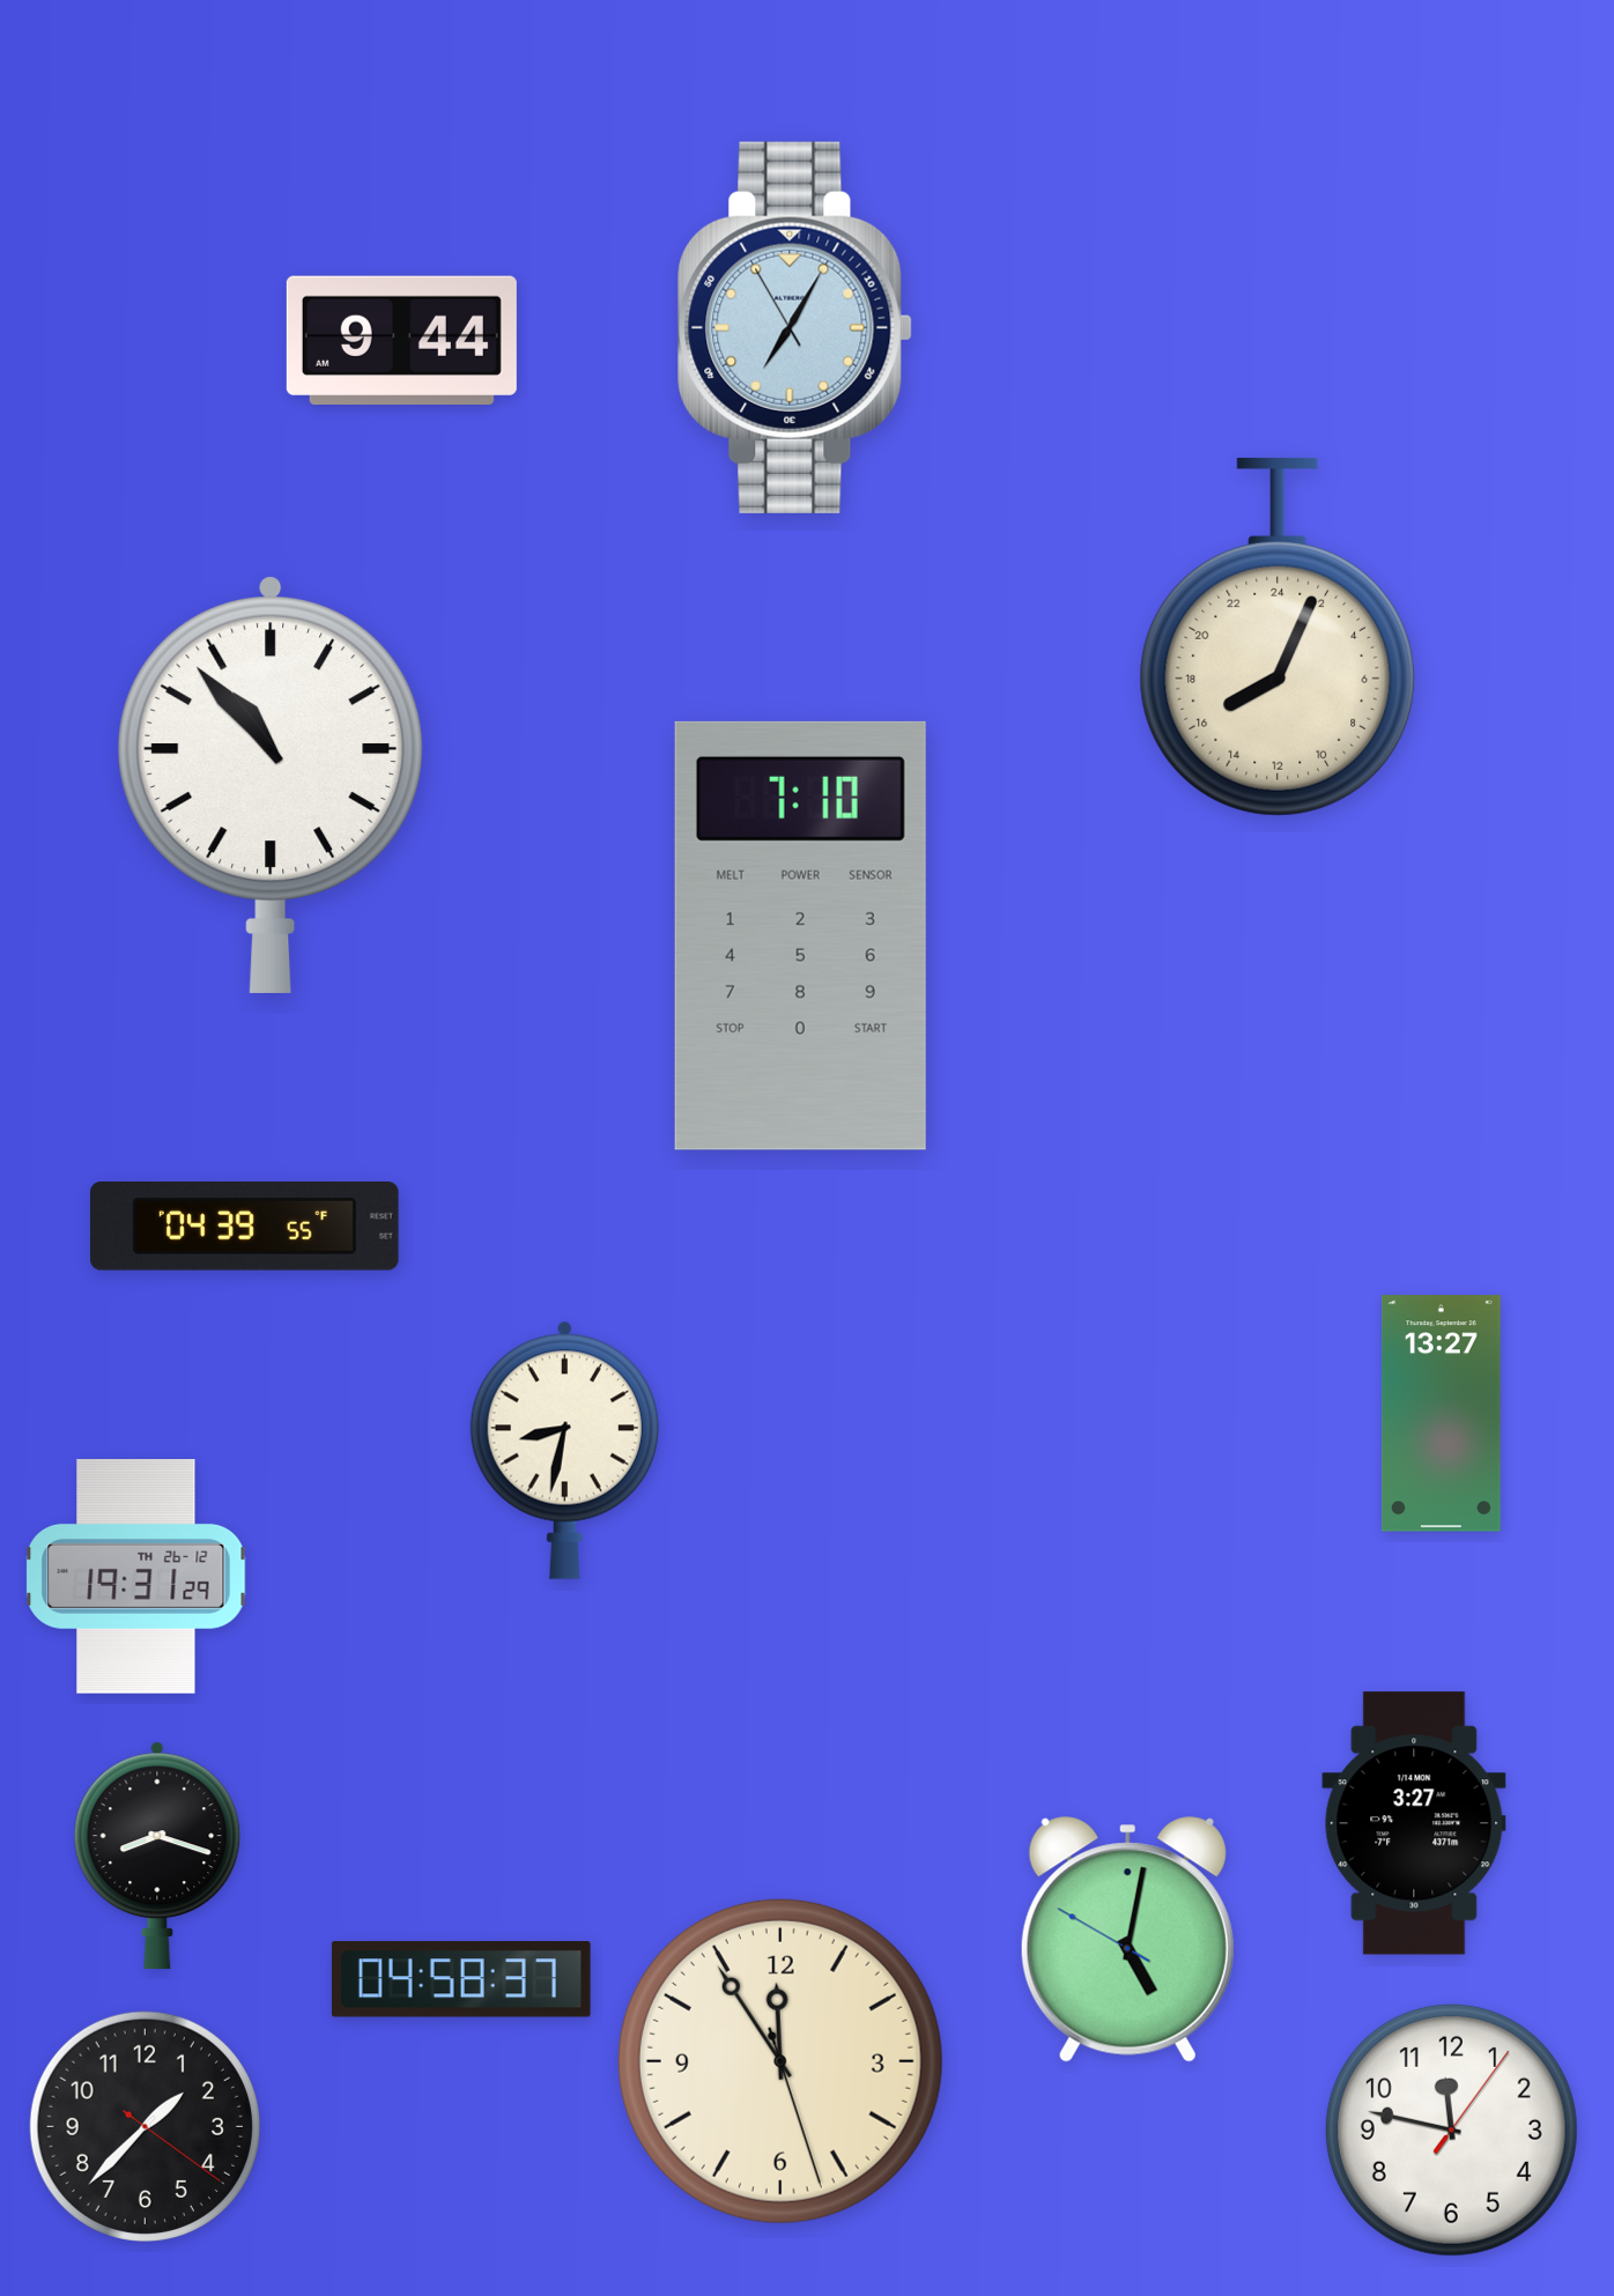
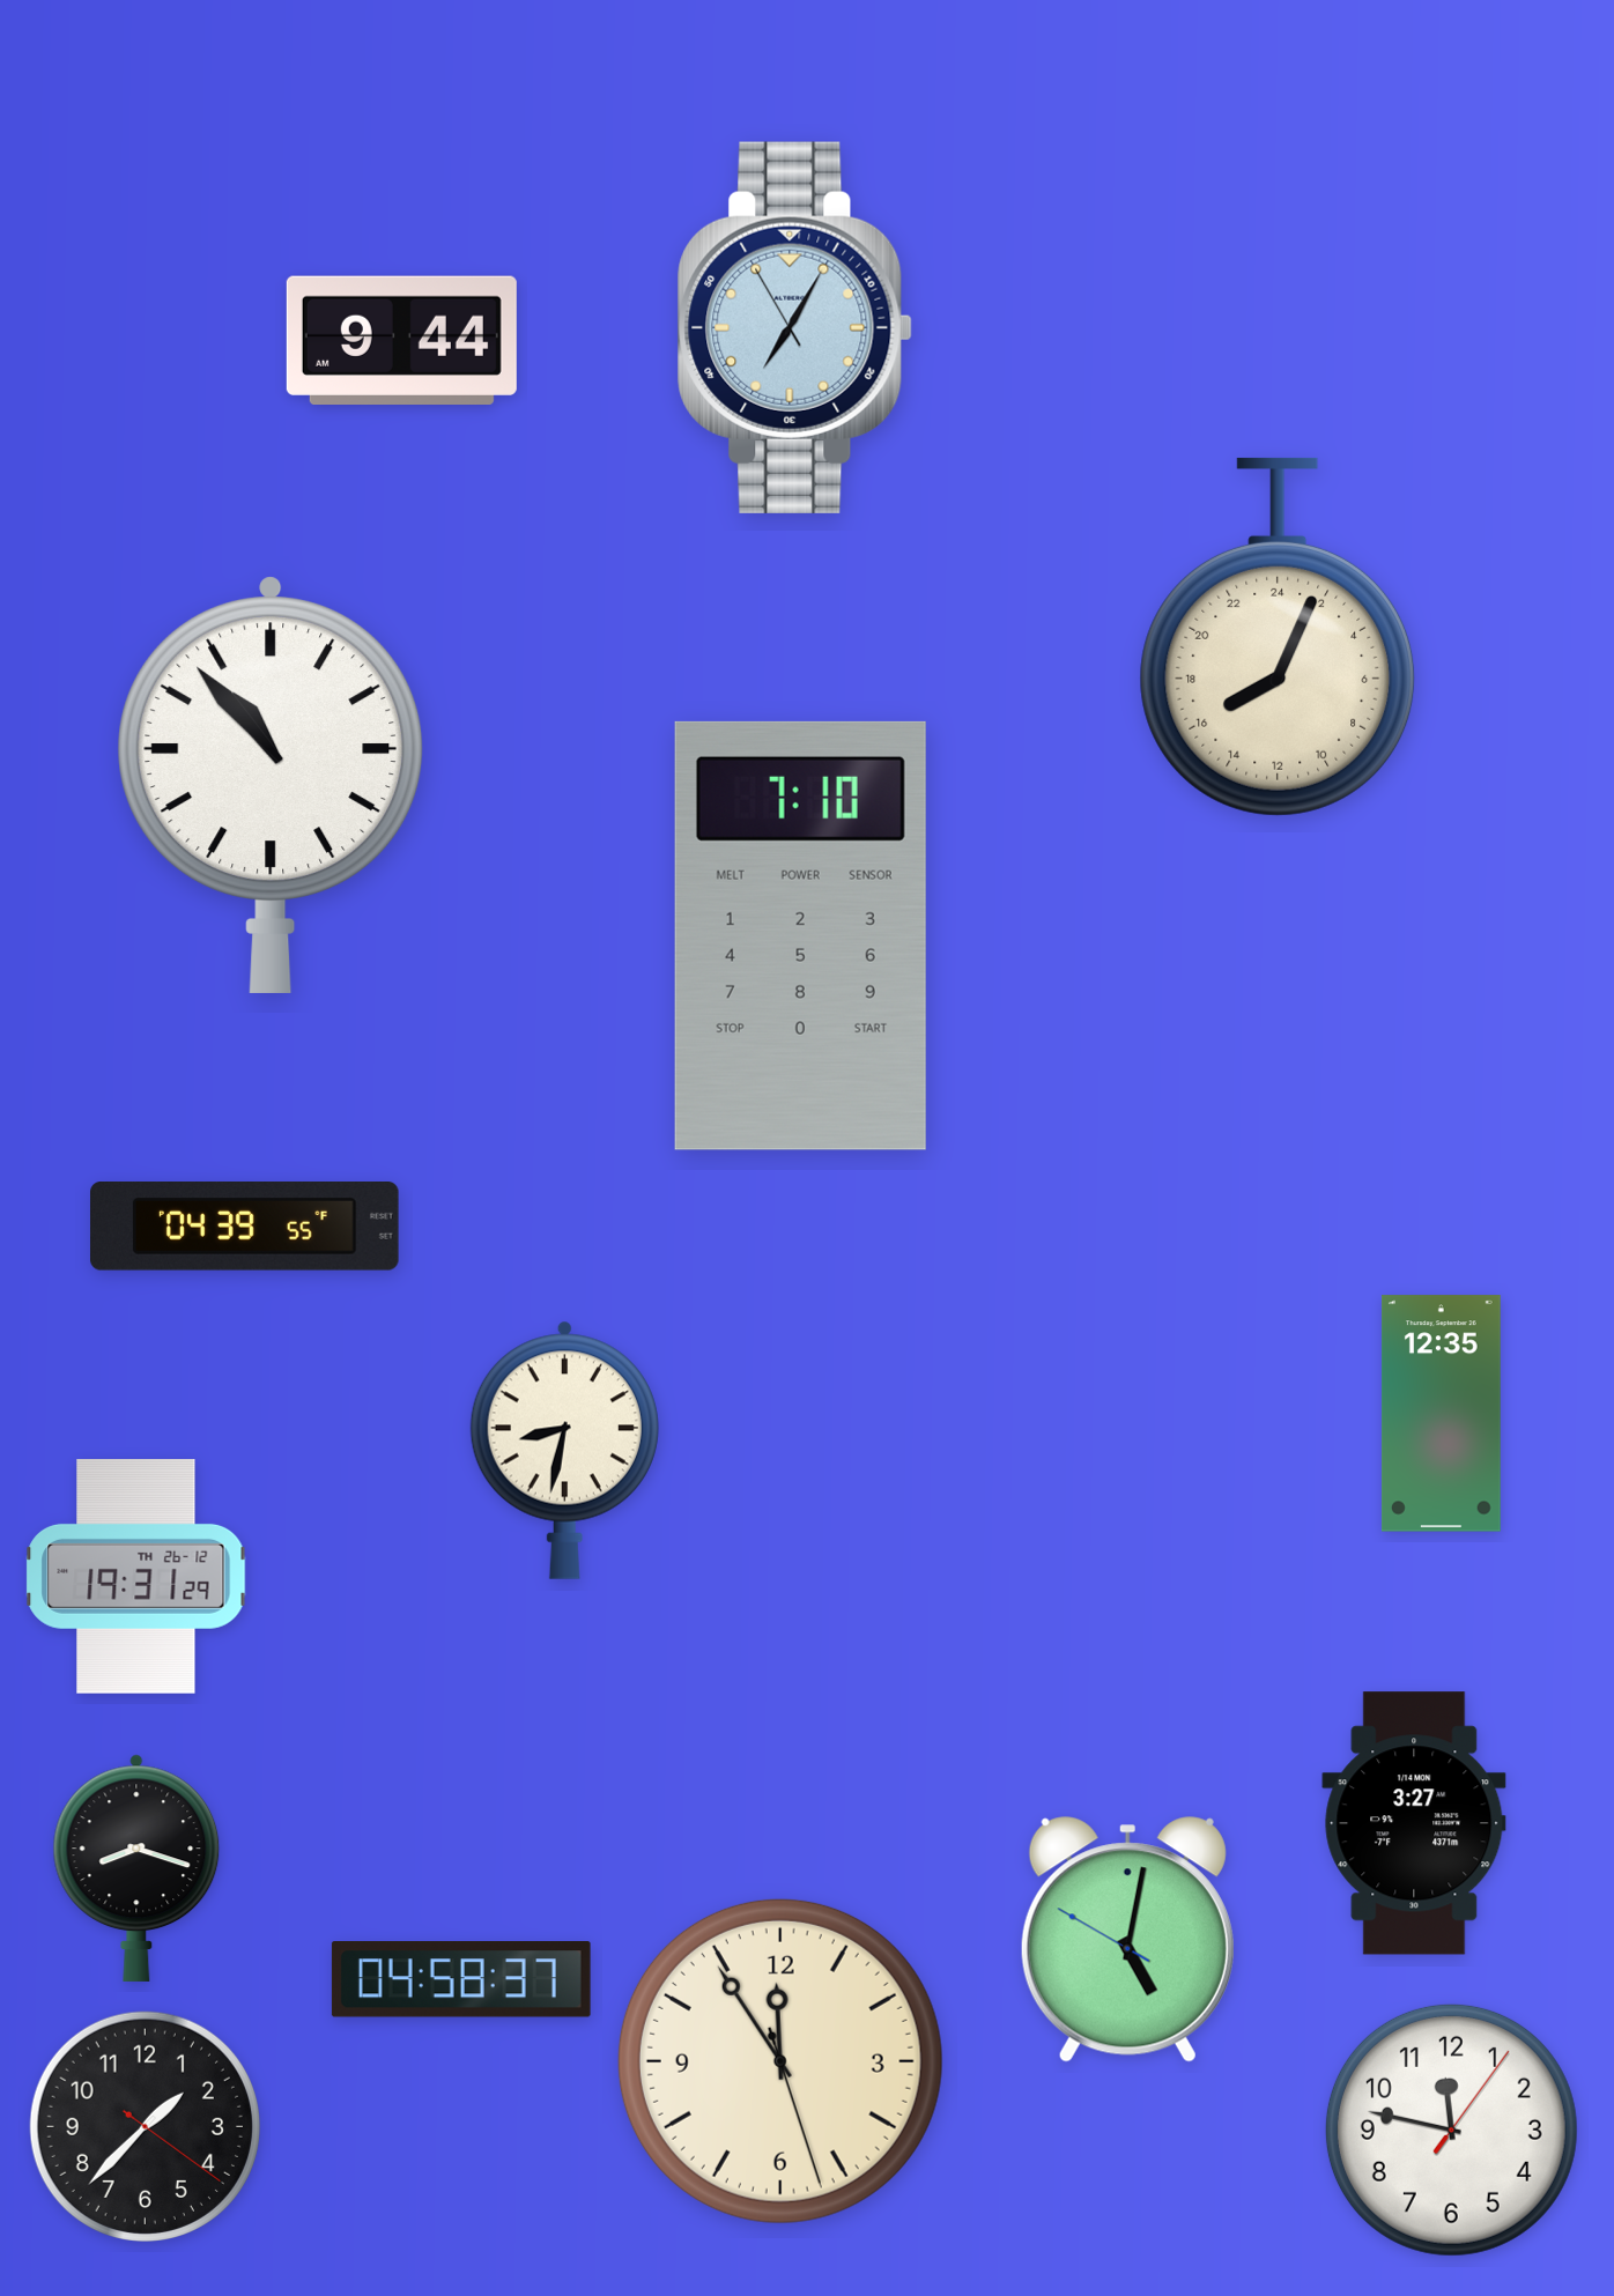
clock at (1441, 1414): 13:27 -> 12:35
clock at (157, 1856) position: (157, 1856) -> (136, 1868)
